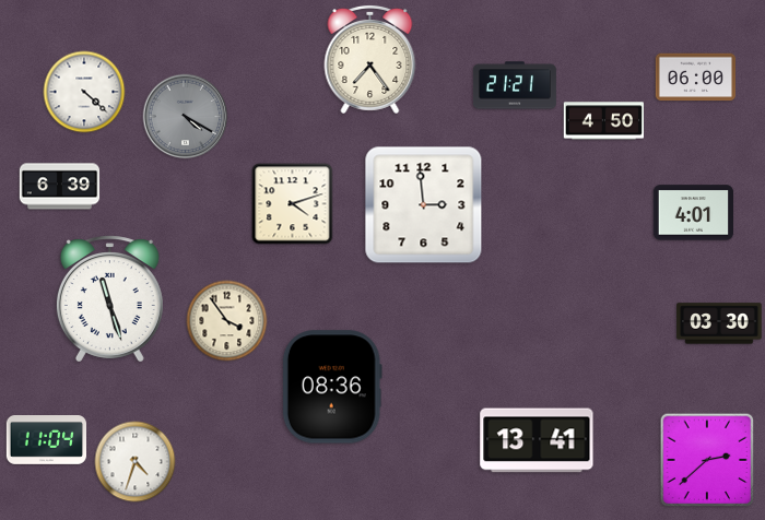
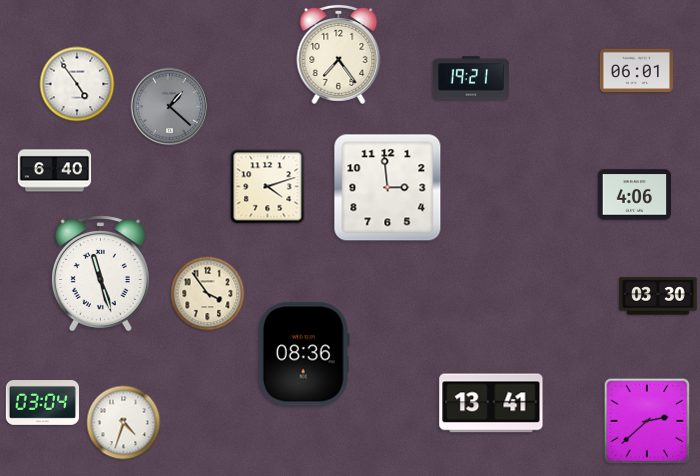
clock at (695, 78): 06:00 -> 06:01
clock at (515, 85): 21:21 -> 19:21
clock at (84, 92): 4:22 -> 4:54
clock at (186, 117): 4:20 -> 1:22
clock at (603, 121): 4:50 -> none
clock at (60, 187): 6:39 -> 6:40
clock at (693, 213): 4:01 -> 4:06
clock at (47, 440): 11:04 -> 03:04
